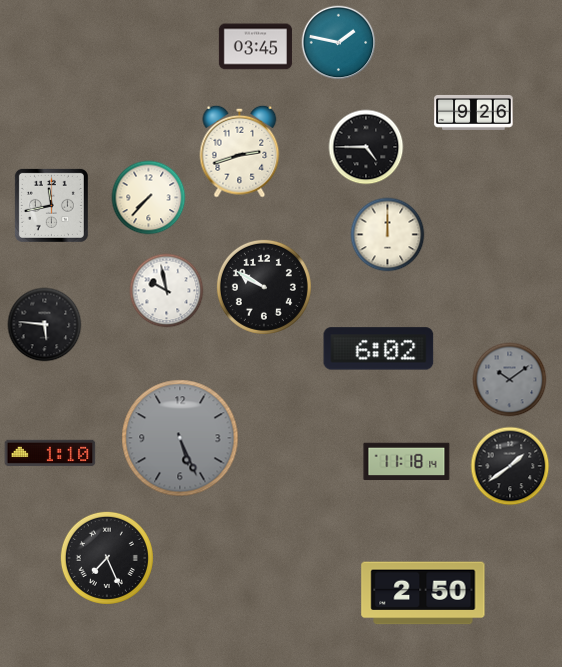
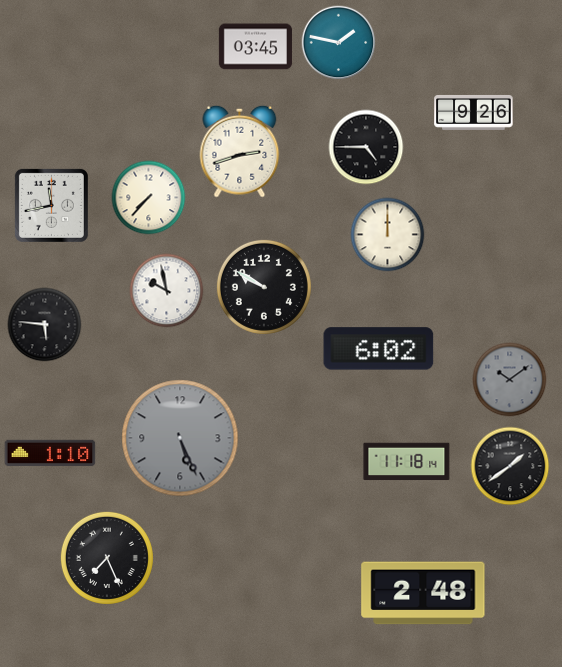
clock at (423, 593): 2:50 -> 2:48
